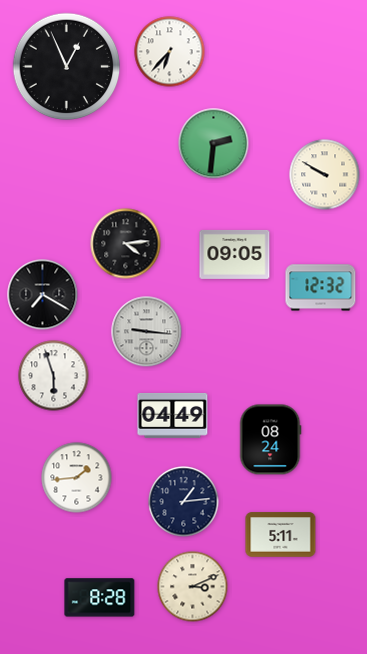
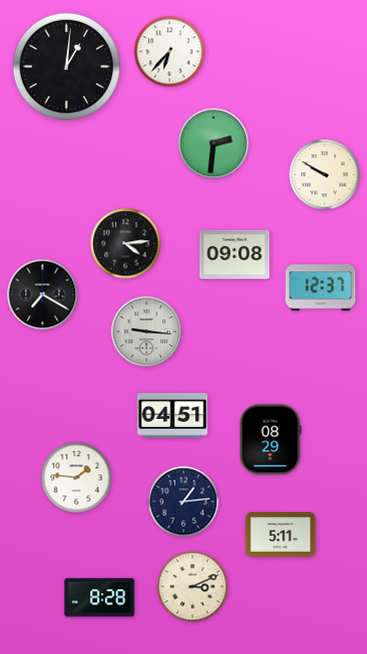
clock at (67, 67): 12:56 -> 1:01
clock at (235, 254): 09:05 -> 09:08
clock at (321, 288): 12:32 -> 12:37
clock at (54, 376): 5:57 -> none
clock at (173, 416): 04:49 -> 04:51
clock at (270, 440): 08:24 -> 08:29
clock at (77, 478): 1:44 -> 1:46
